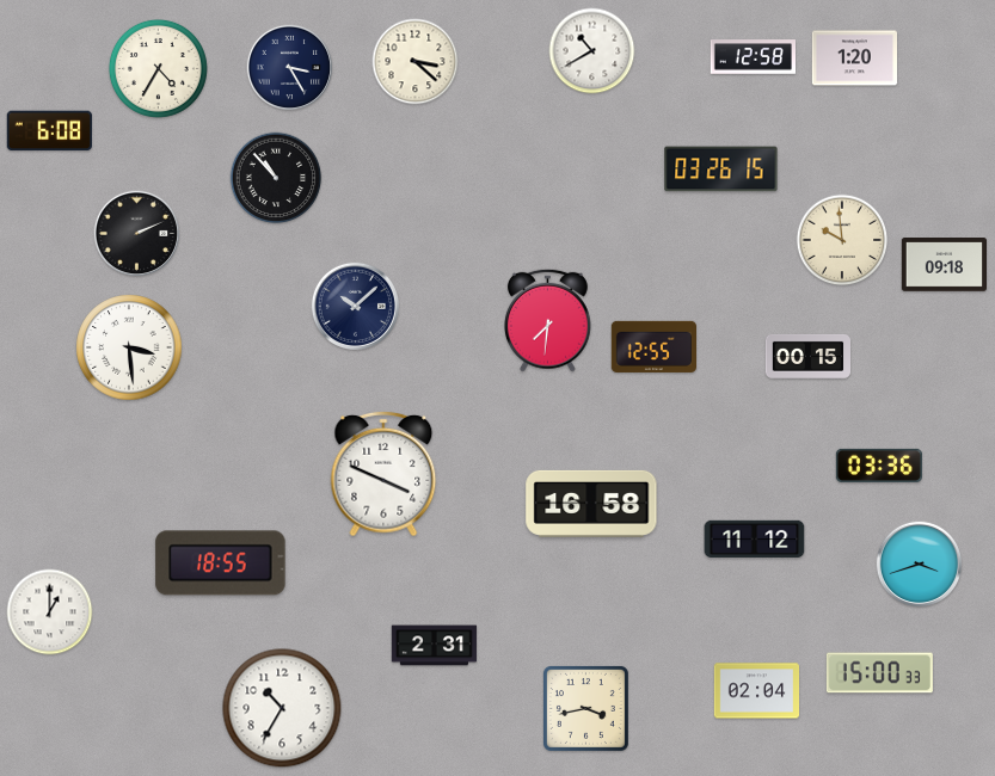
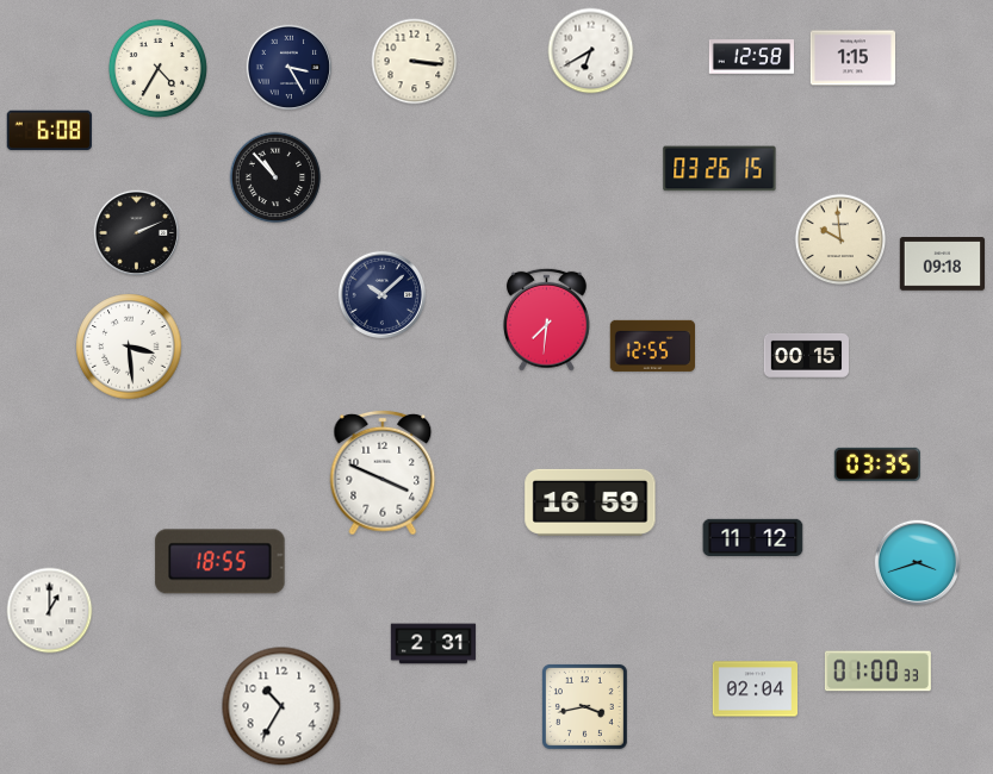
clock at (592, 51): 10:40 -> 6:40
clock at (854, 58): 1:20 -> 1:15
clock at (416, 62): 3:22 -> 3:16
clock at (355, 306) position: (355, 306) -> (381, 294)
clock at (879, 466): 03:36 -> 03:35
clock at (591, 504): 16:58 -> 16:59
clock at (879, 673): 15:00 -> 01:00
